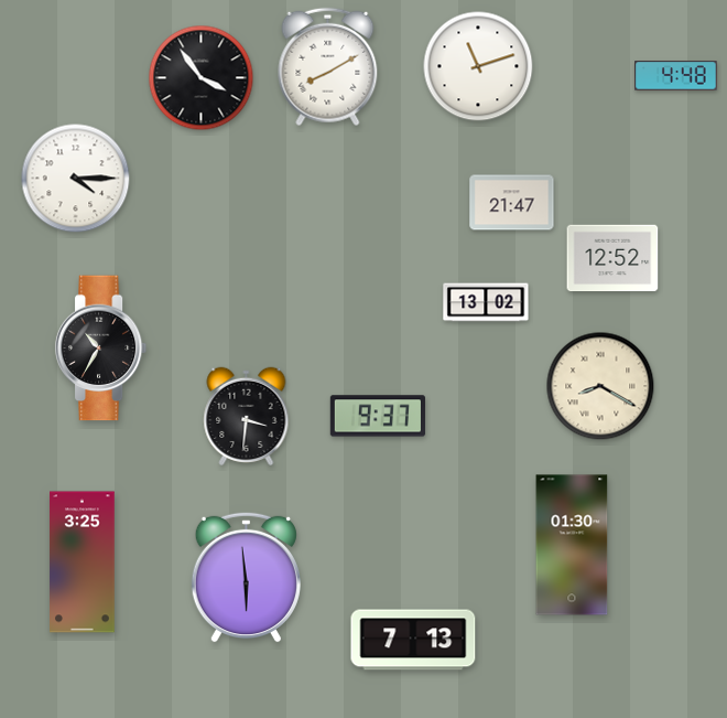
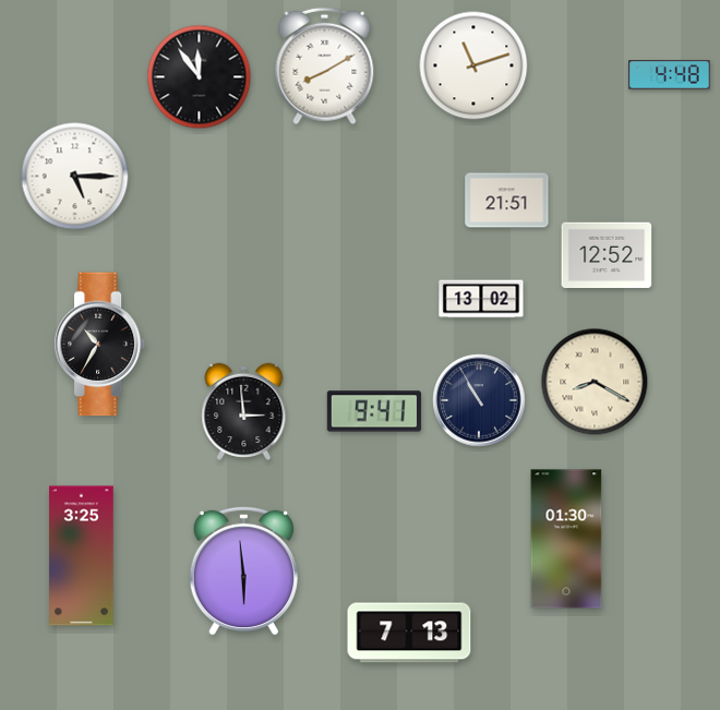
clock at (202, 78): 3:54 -> 11:54
clock at (76, 179): 4:15 -> 5:15
clock at (512, 203): 21:47 -> 21:51
clock at (479, 400): none -> 10:55
clock at (247, 416): 3:31 -> 2:59
clock at (378, 416): 9:37 -> 9:41
